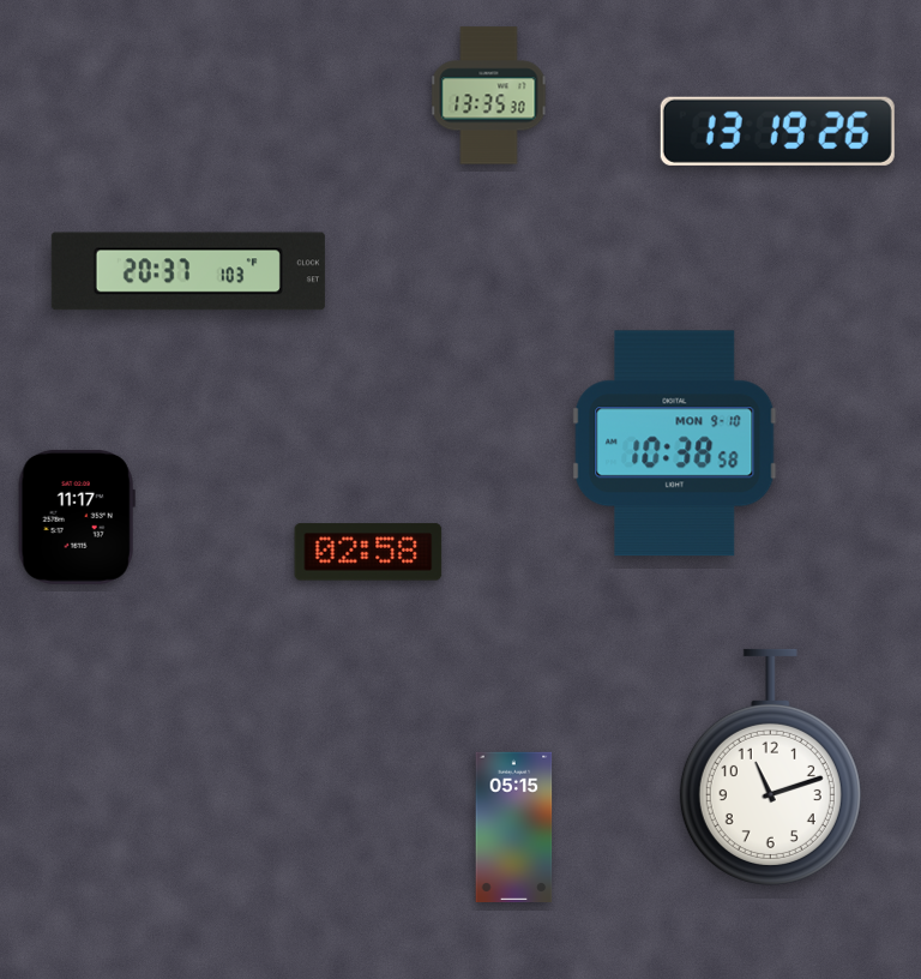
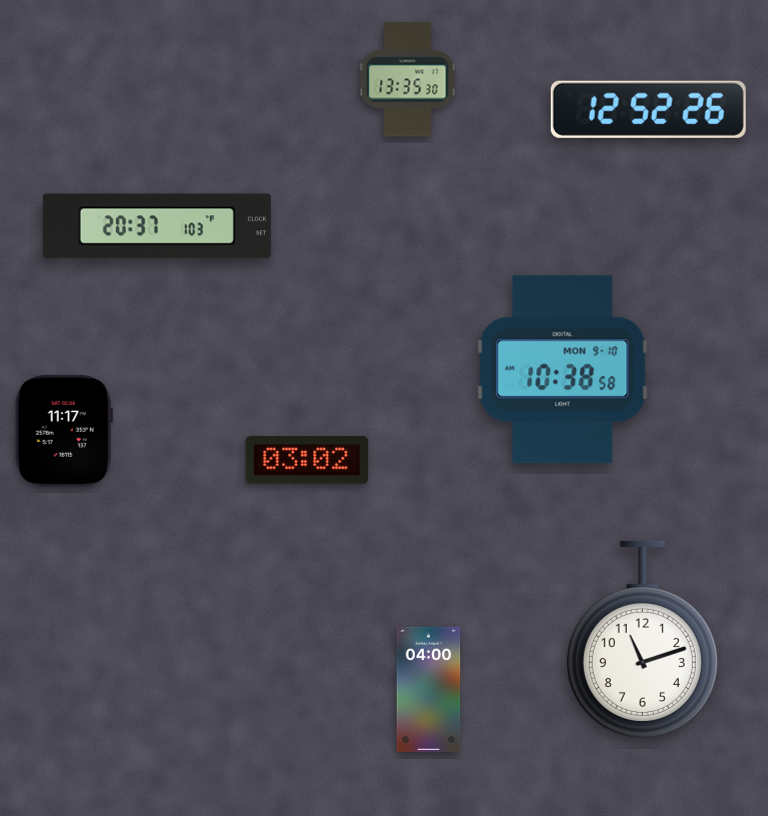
clock at (777, 131): 13:19 -> 12:52
clock at (368, 552): 02:58 -> 03:02
clock at (514, 827): 05:15 -> 04:00
